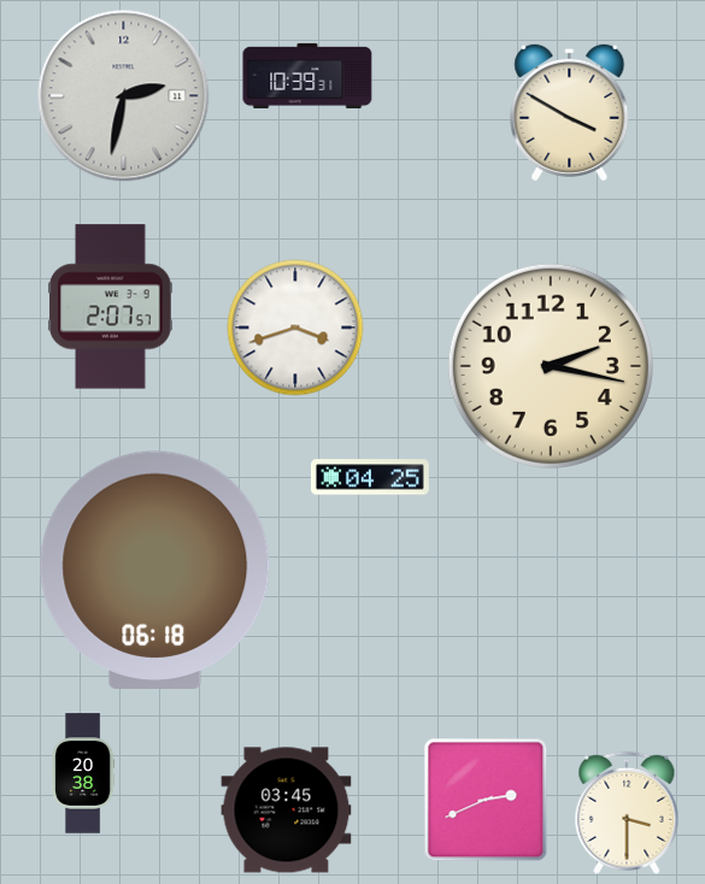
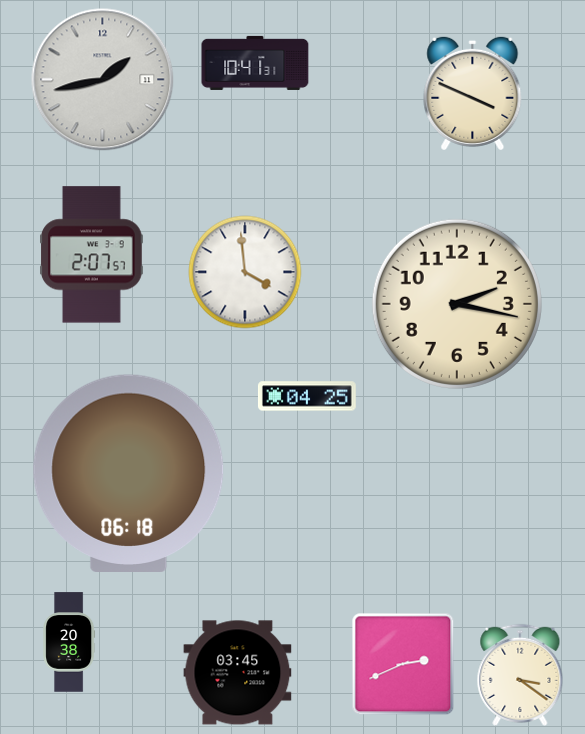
clock at (307, 76): 10:39 -> 10:41
clock at (124, 96): 2:32 -> 1:43
clock at (570, 112): 3:50 -> 3:49
clock at (295, 328): 3:42 -> 3:59
clock at (627, 813): 3:30 -> 3:21
